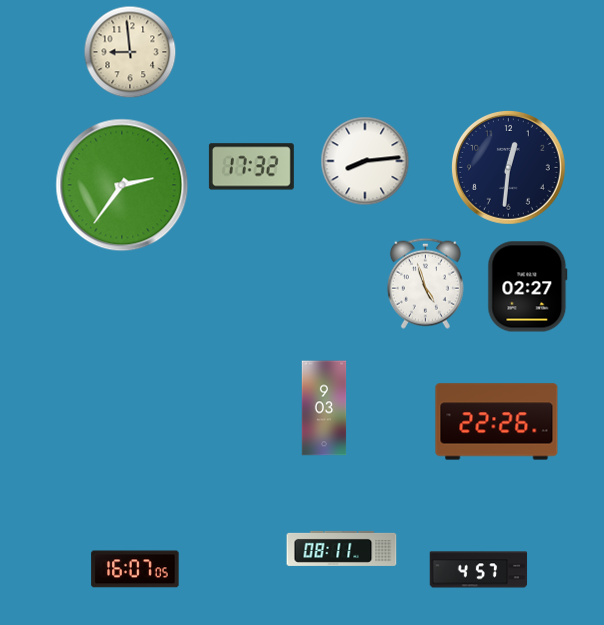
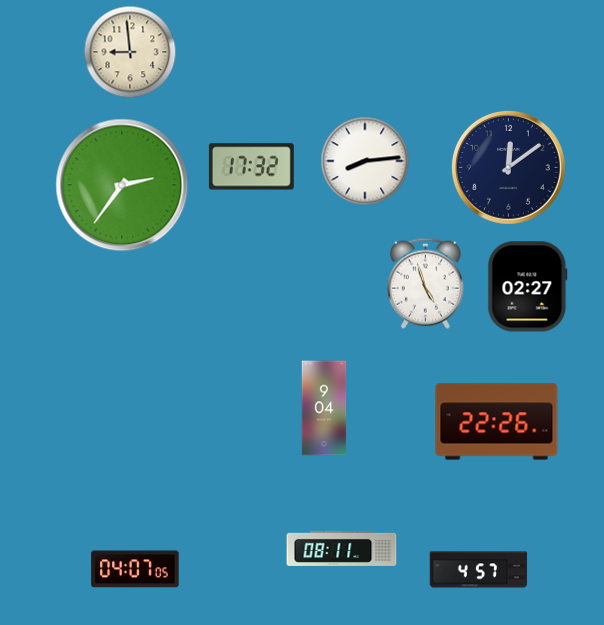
clock at (509, 168): 12:31 -> 12:09
clock at (324, 408): 9:03 -> 9:04
clock at (135, 569): 16:07 -> 04:07
